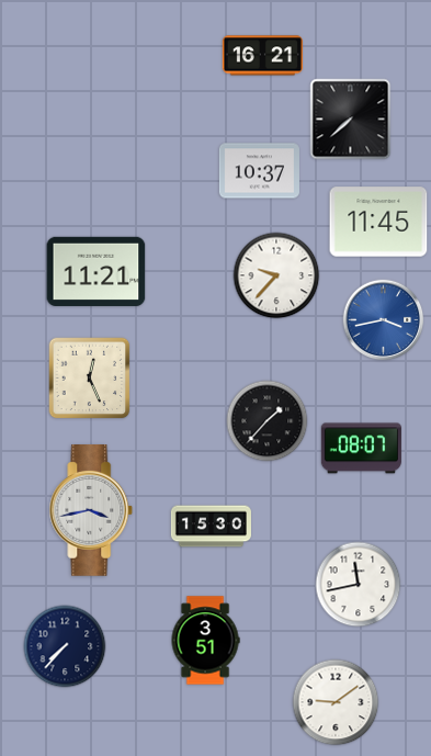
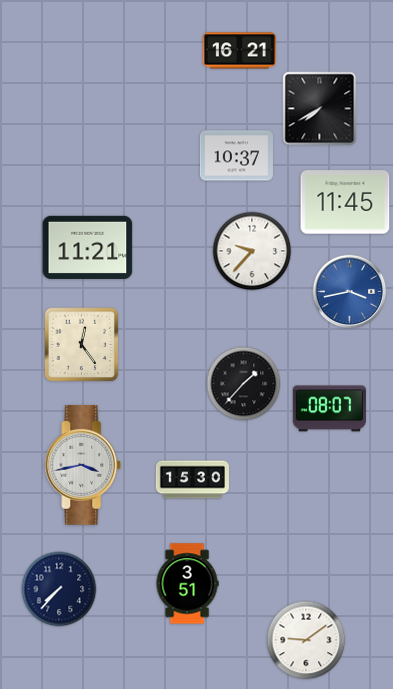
clock at (351, 120): 7:38 -> 7:40
clock at (90, 379): 12:26 -> 12:24
clock at (359, 585): 11:43 -> none
